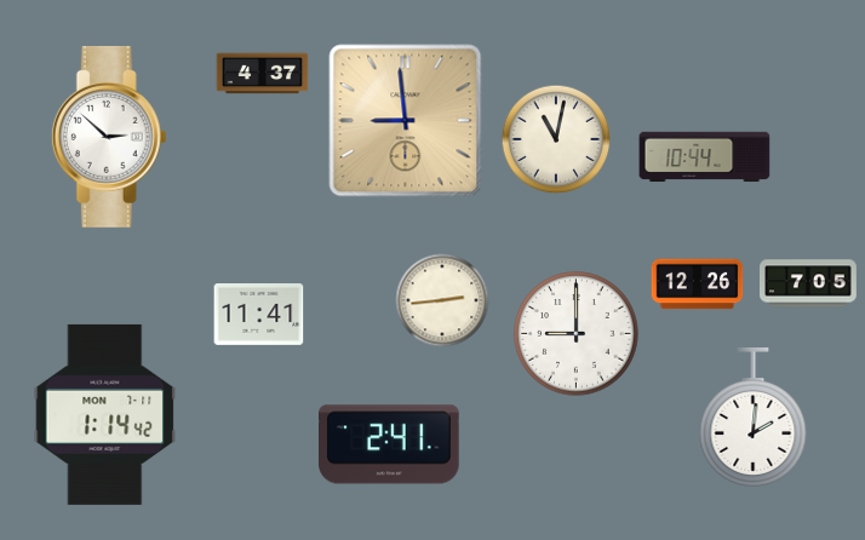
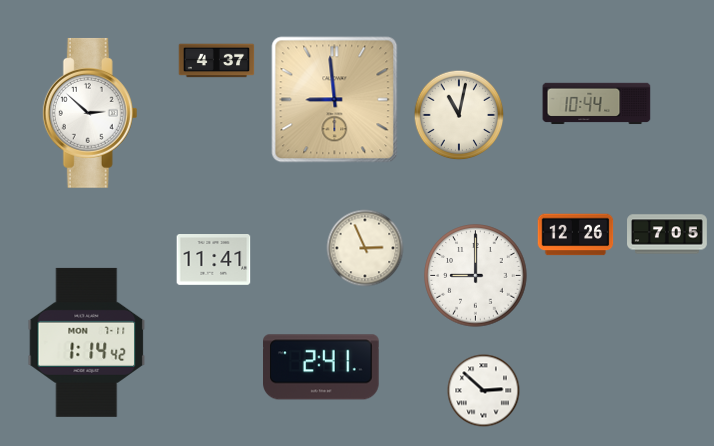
clock at (705, 157) position: (705, 157) -> (597, 104)
clock at (442, 300): 2:44 -> 2:56
clock at (754, 417): 2:01 -> none
clock at (484, 391): none -> 2:52
